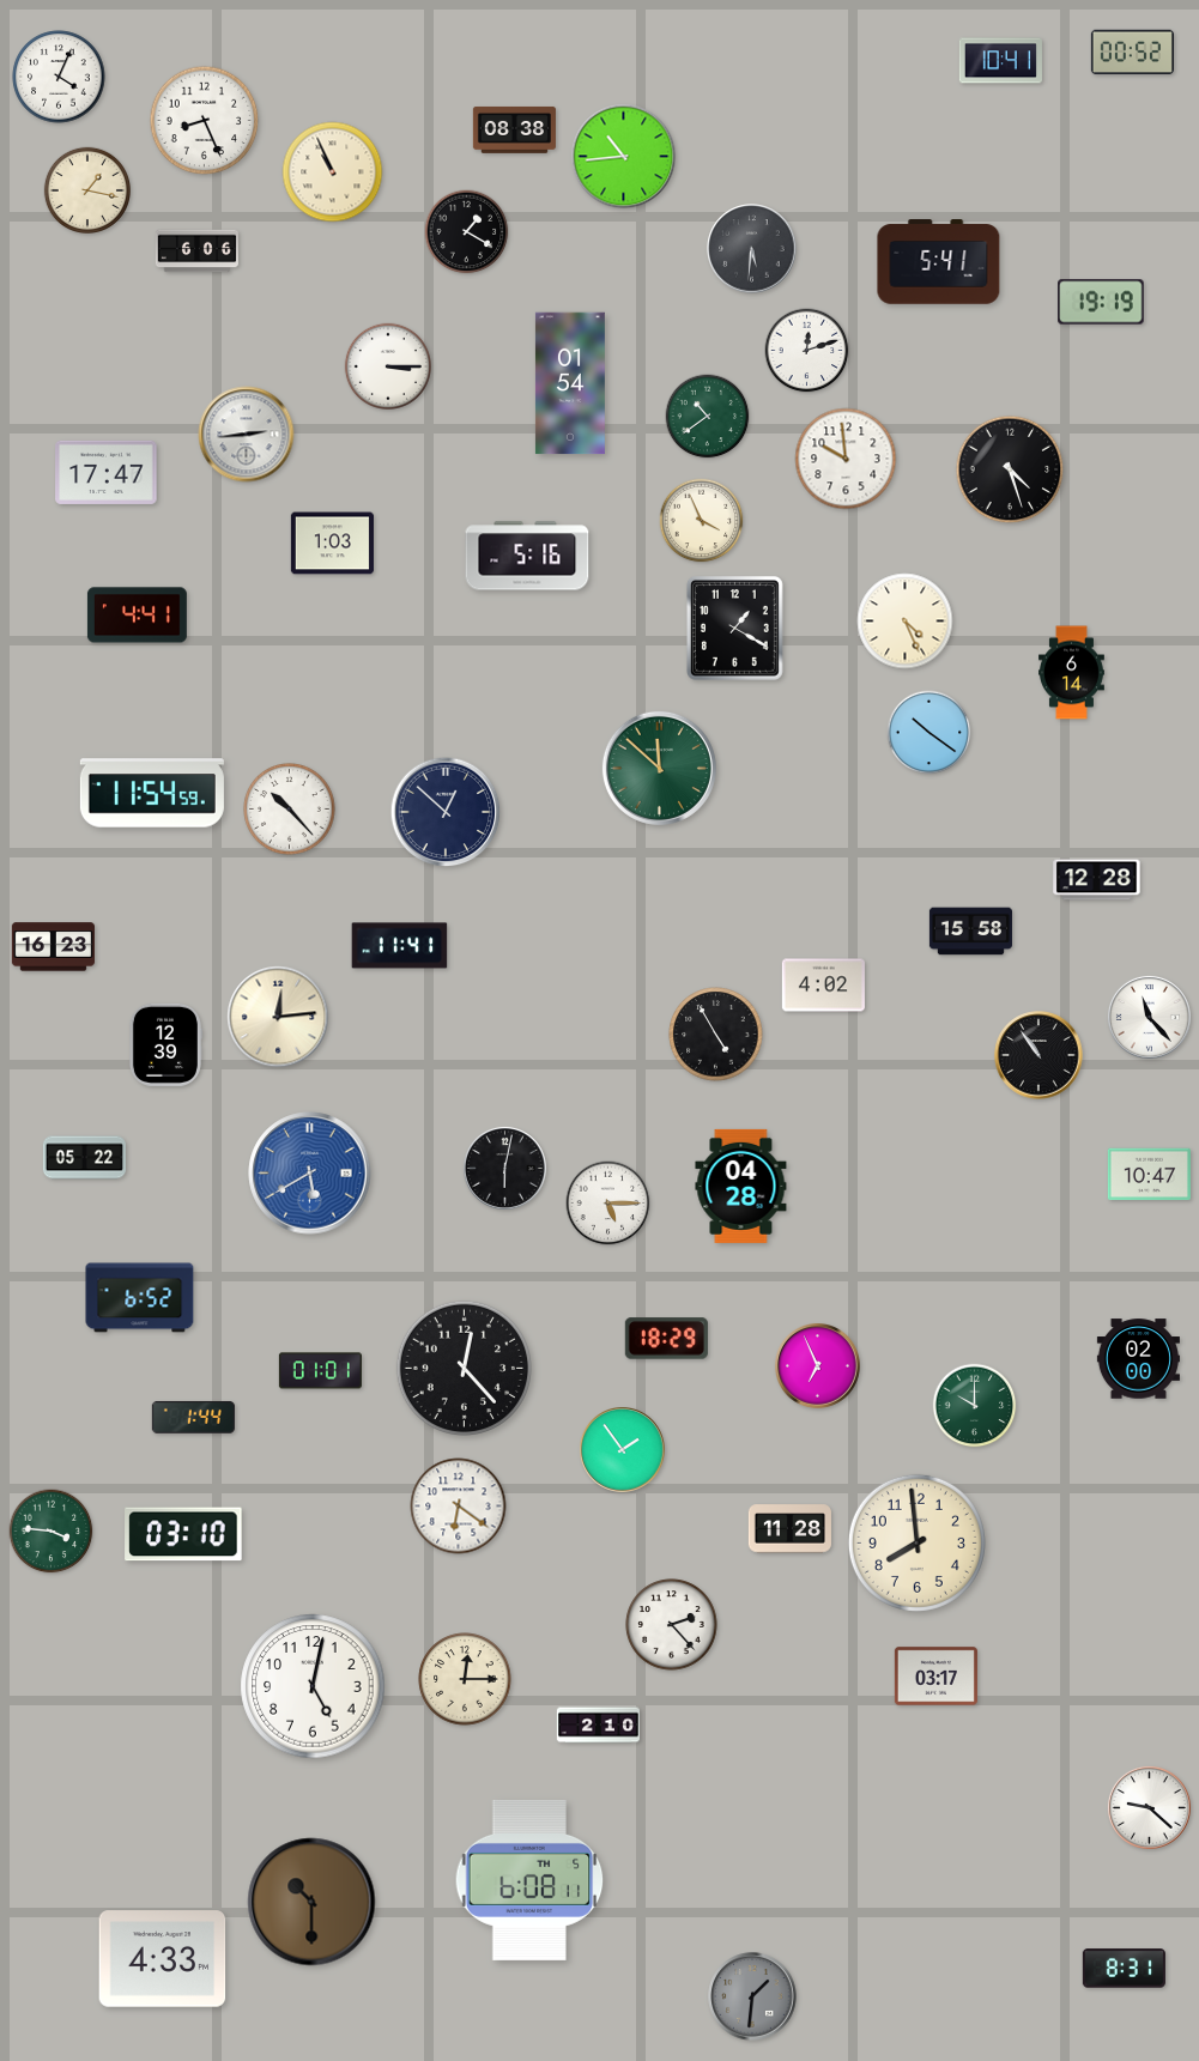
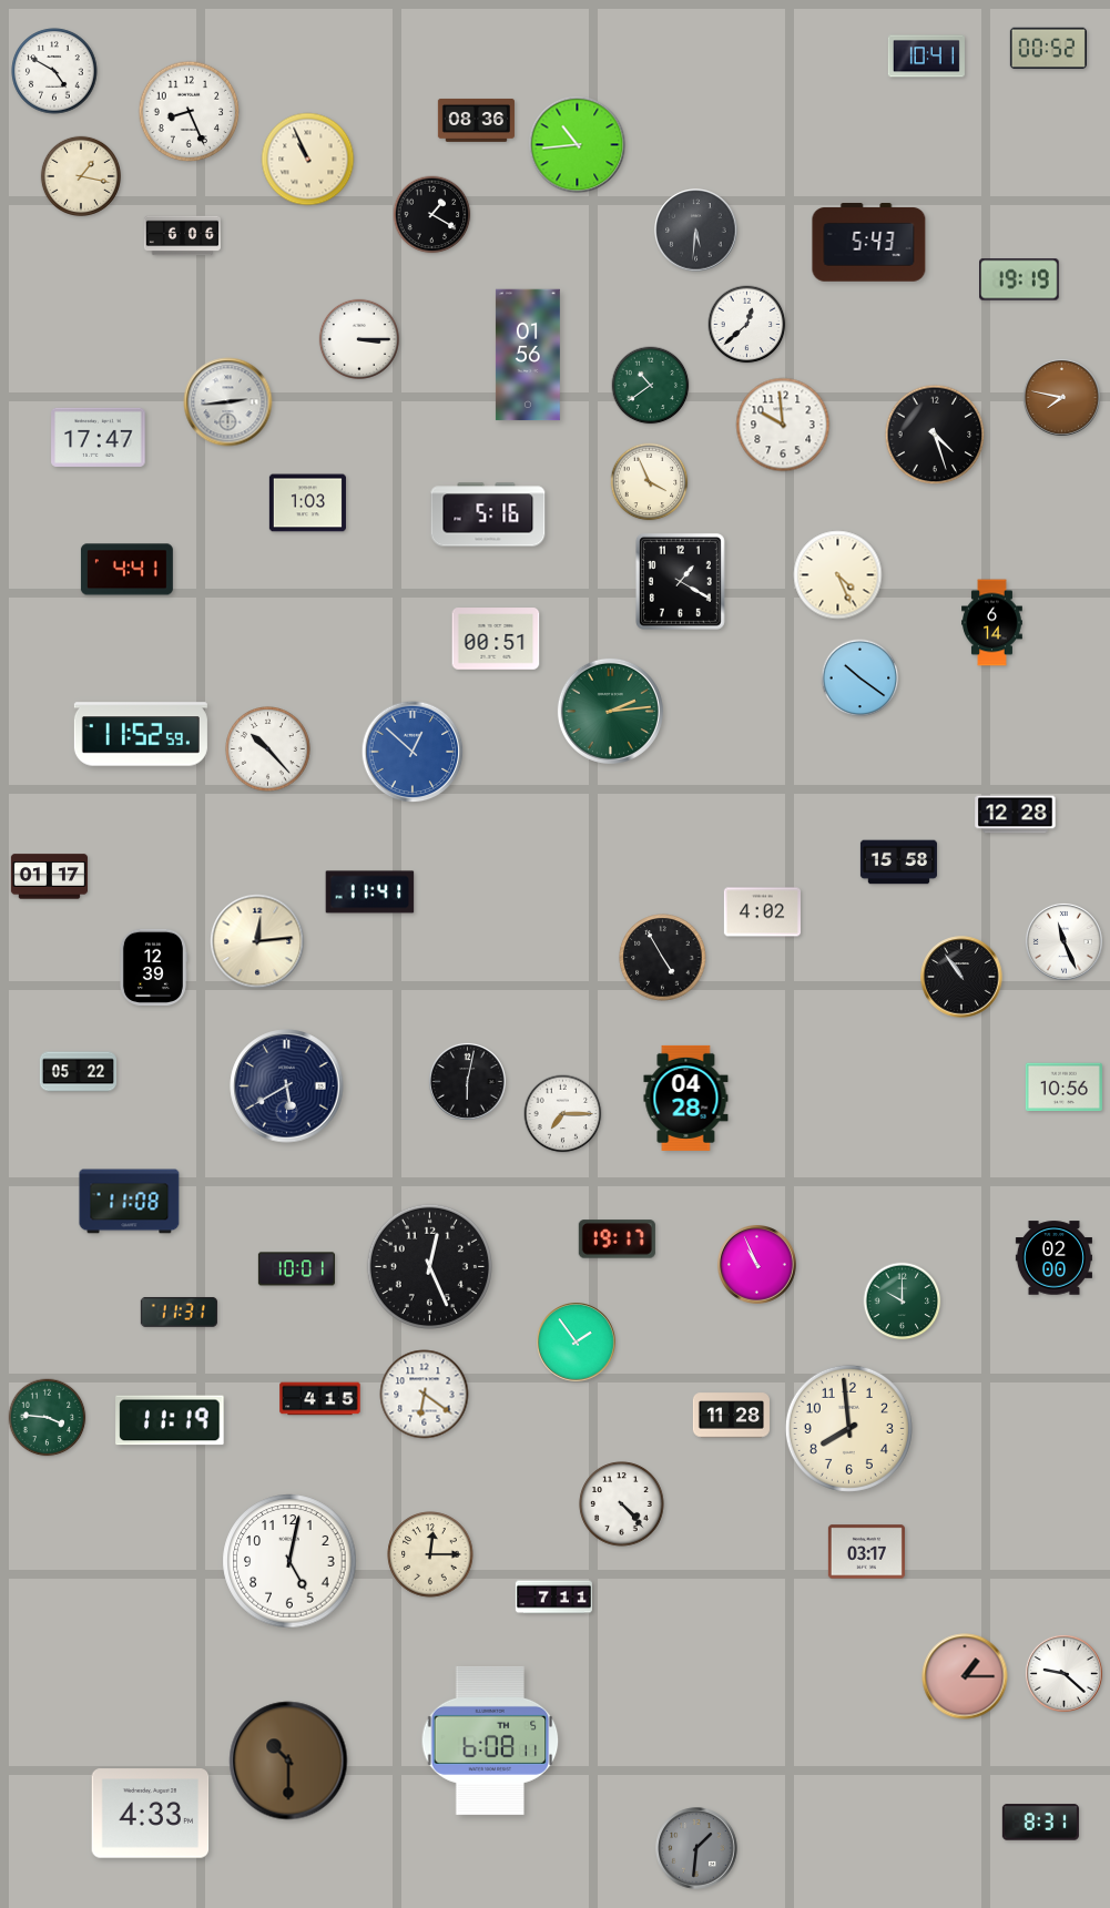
clock at (59, 77): 4:04 -> 4:50
clock at (514, 131): 08:38 -> 08:36
clock at (196, 251) position: (196, 251) -> (182, 236)
clock at (939, 262): 5:41 -> 5:43
clock at (807, 351): 12:12 -> 12:38
clock at (570, 383): 01:54 -> 01:56
clock at (708, 417) position: (708, 417) -> (651, 386)
clock at (1061, 397): none -> 7:47
clock at (496, 639): none -> 00:51
clock at (659, 768): 11:52 -> 2:14
clock at (152, 793): 11:54 -> 11:52
clock at (446, 812) dial: navy -> blue
clock at (400, 946) position: (400, 946) -> (370, 892)
clock at (53, 947): 16:23 -> 01:17
clock at (1149, 1017): 11:23 -> 11:26
clock at (310, 1174) dial: blue -> navy
clock at (1149, 1175): 10:47 -> 10:56
clock at (608, 1204): 5:15 -> 7:15
clock at (140, 1298): 6:52 -> 11:08
clock at (666, 1339): 18:29 -> 19:17
clock at (818, 1366): 6:56 -> 10:56
clock at (464, 1368): 12:23 -> 12:26
clock at (320, 1371): 01:01 -> 10:01
clock at (193, 1417): 1:44 -> 11:31
clock at (320, 1399): none -> 4:15
clock at (183, 1534): 03:10 -> 11:19
clock at (672, 1625): 2:23 -> 4:23
clock at (598, 1726): 2:10 -> 7:11
clock at (965, 1676): none -> 1:15
